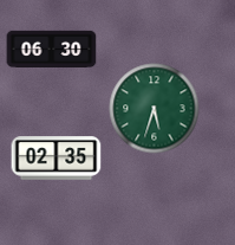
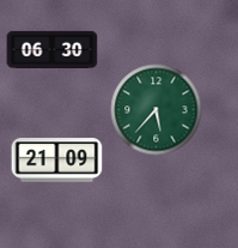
clock at (155, 109): 5:33 -> 5:37
clock at (57, 159): 02:35 -> 21:09
